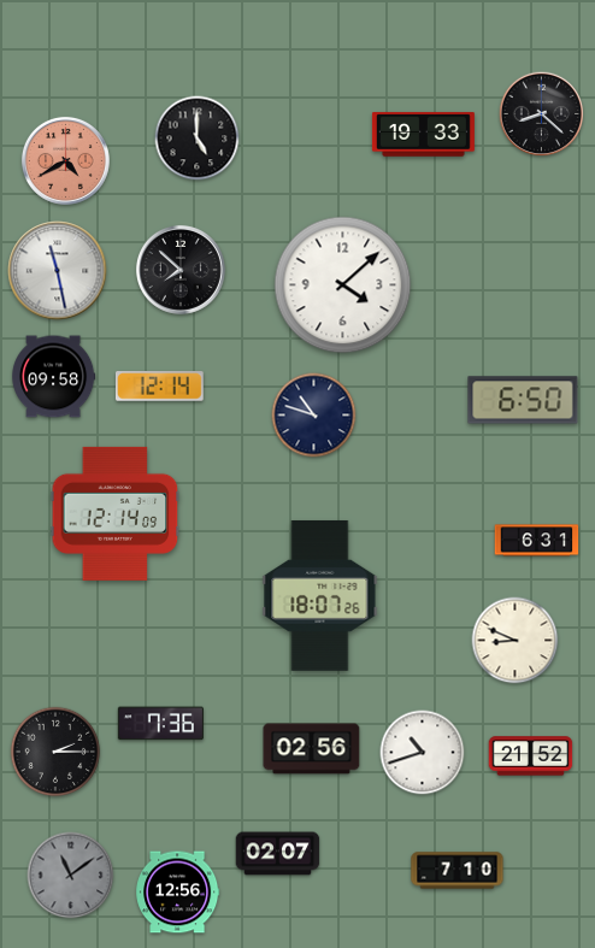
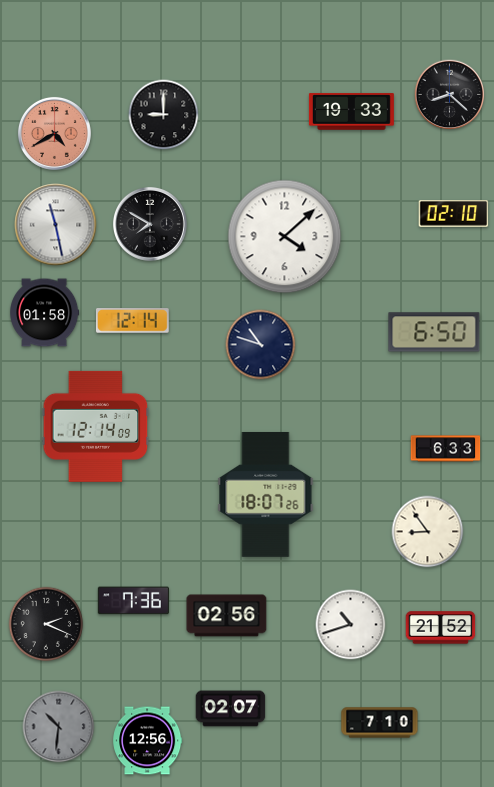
clock at (198, 139): 5:00 -> 9:00
clock at (454, 214): none -> 02:10
clock at (181, 270): 7:52 -> 7:50
clock at (58, 271) position: (58, 271) -> (56, 225)
clock at (54, 377): 09:58 -> 01:58
clock at (537, 541): 6:31 -> 6:33
clock at (516, 641): 8:49 -> 8:54
clock at (312, 749) position: (312, 749) -> (227, 616)
clock at (55, 752): 2:15 -> 2:19
clock at (71, 876): 11:09 -> 10:31
